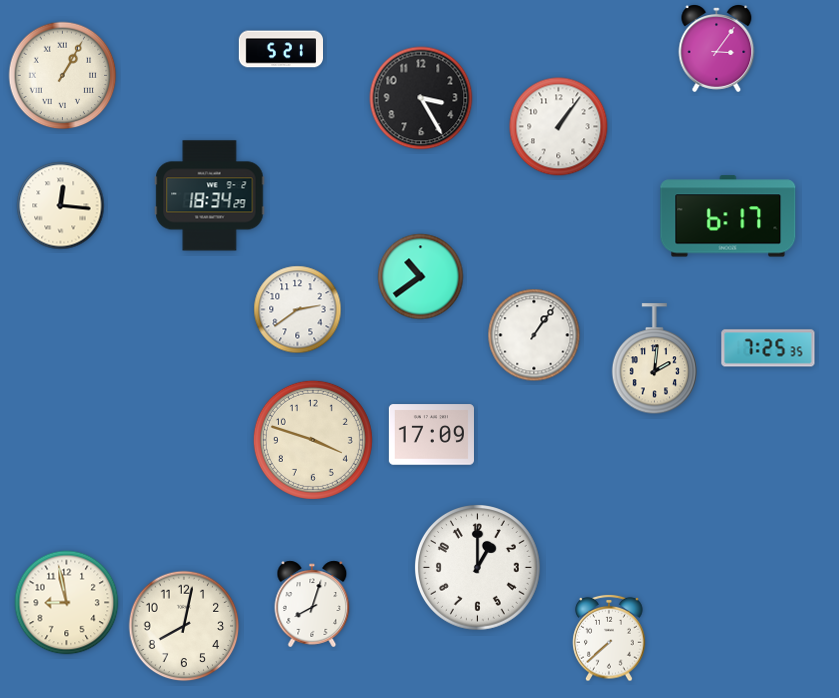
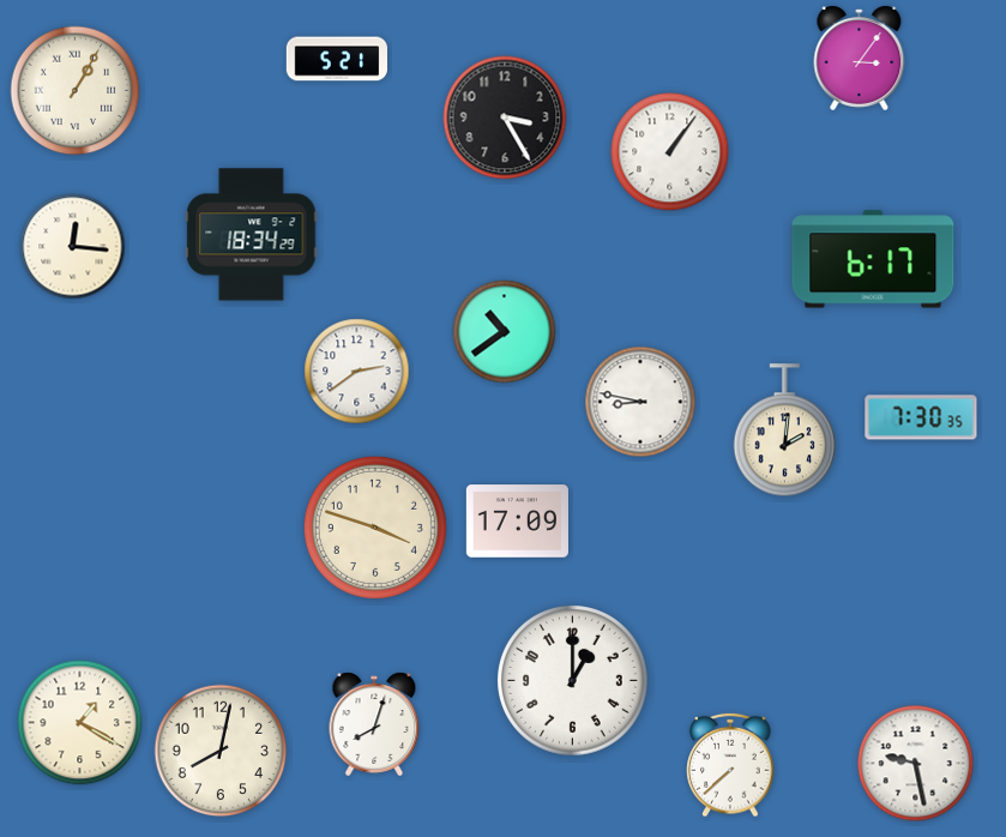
clock at (534, 335): 1:06 -> 8:47
clock at (768, 348): 7:25 -> 7:30
clock at (67, 603): 8:58 -> 1:20
clock at (916, 764): none -> 9:28
